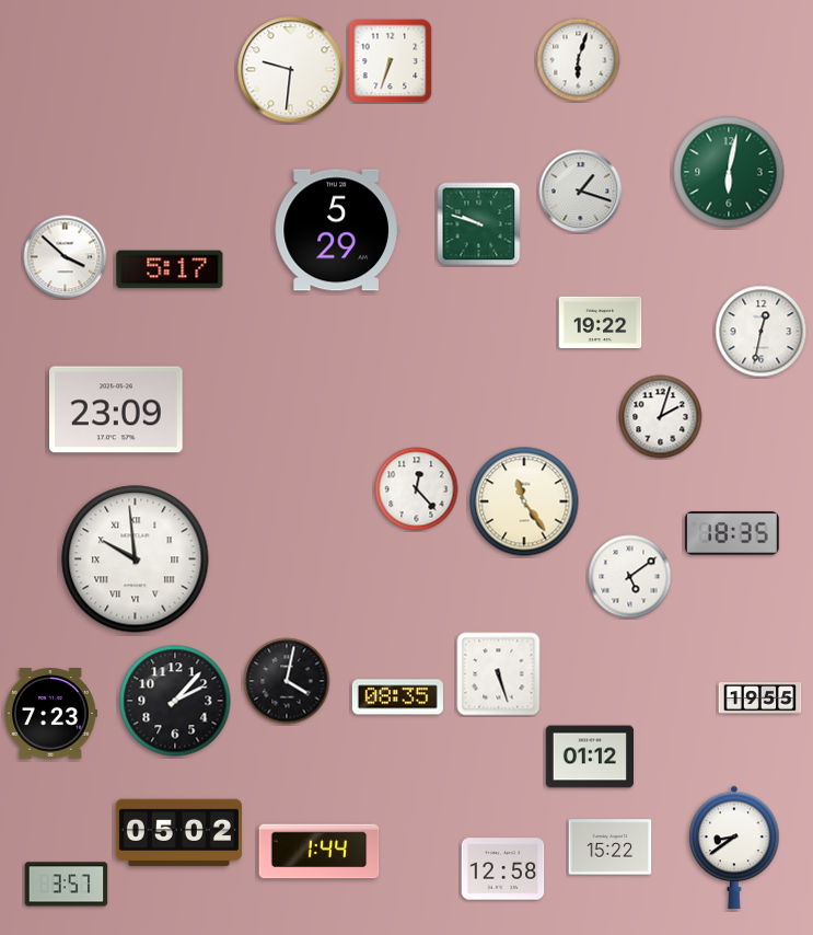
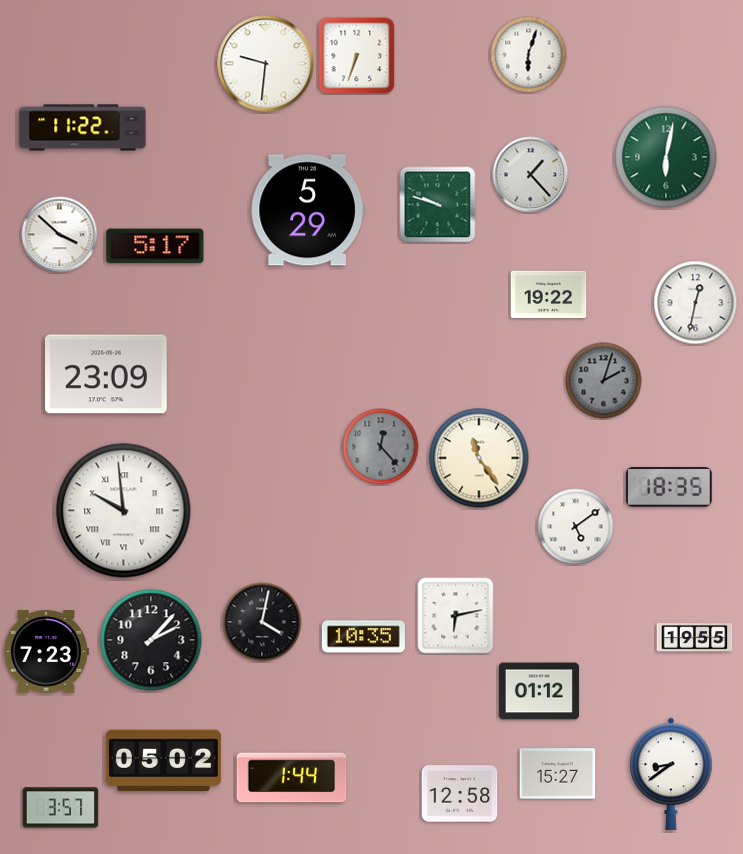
clock at (83, 128): none -> 11:22
clock at (581, 192): 1:18 -> 1:23
clock at (661, 417) dial: white -> grey
clock at (417, 489) dial: white -> grey
clock at (499, 674): 5:27 -> 6:13
clock at (397, 697): 08:35 -> 10:35
clock at (175, 701) position: (175, 701) -> (151, 640)
clock at (611, 847): 15:22 -> 15:27
